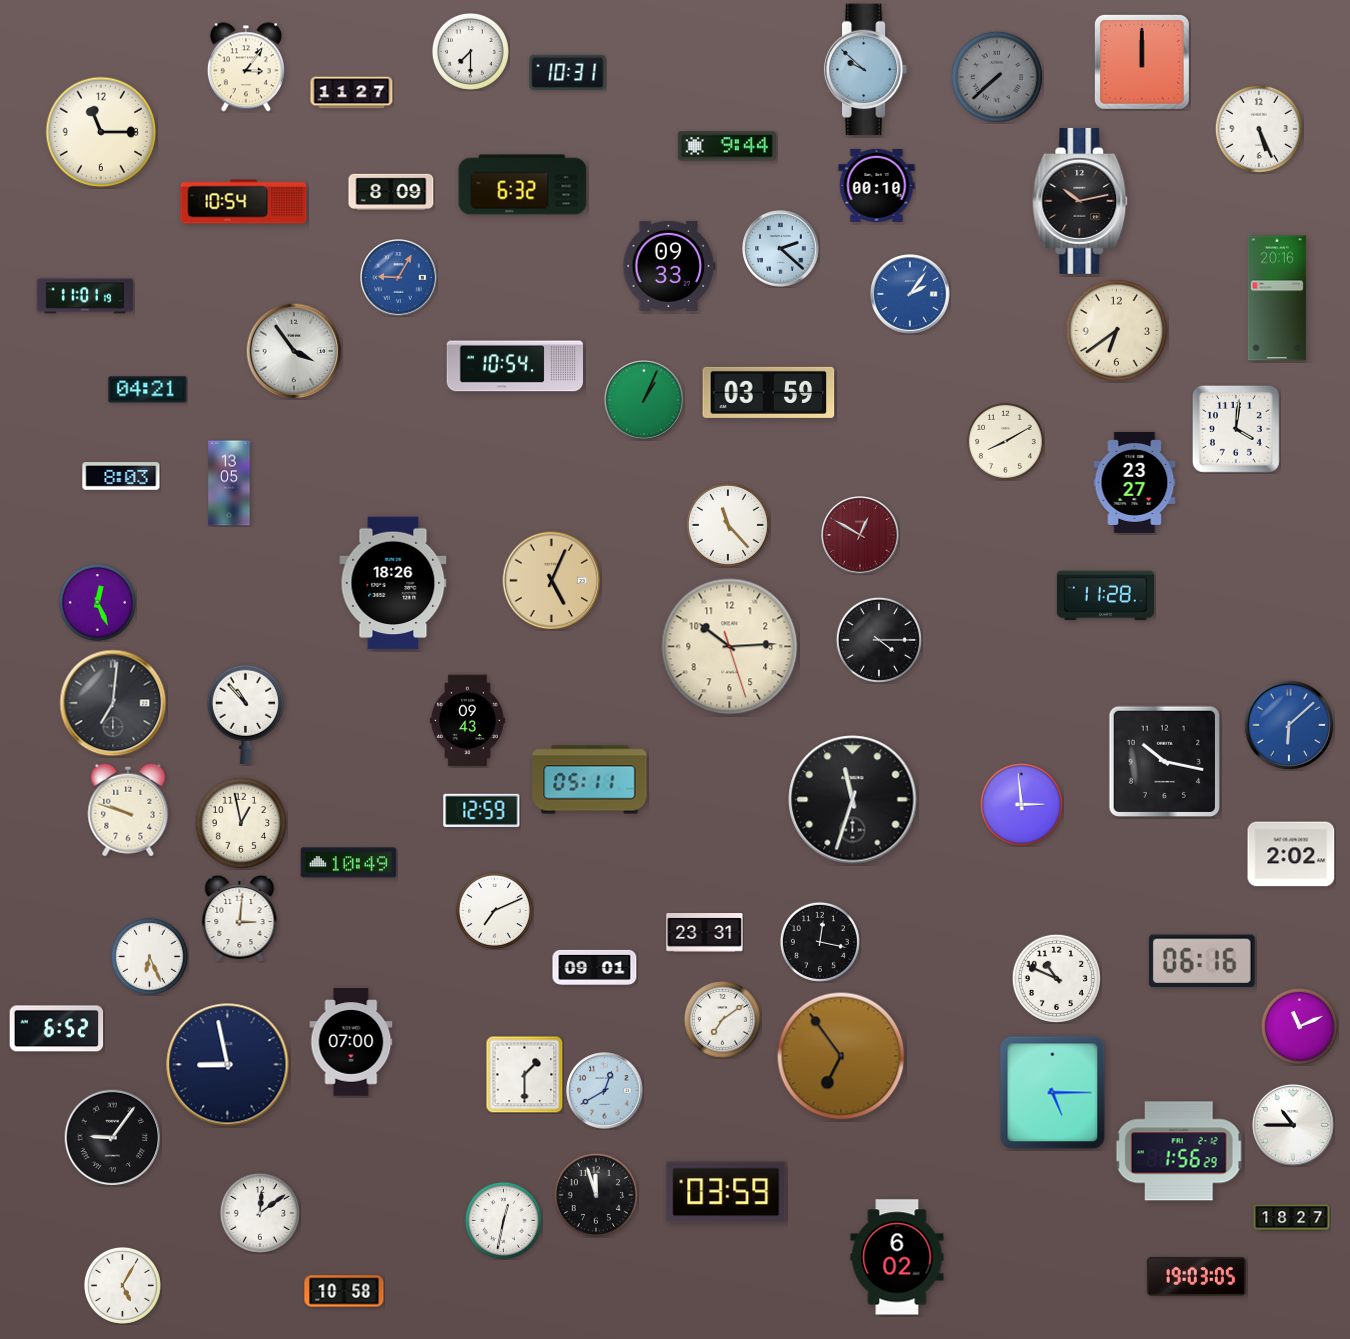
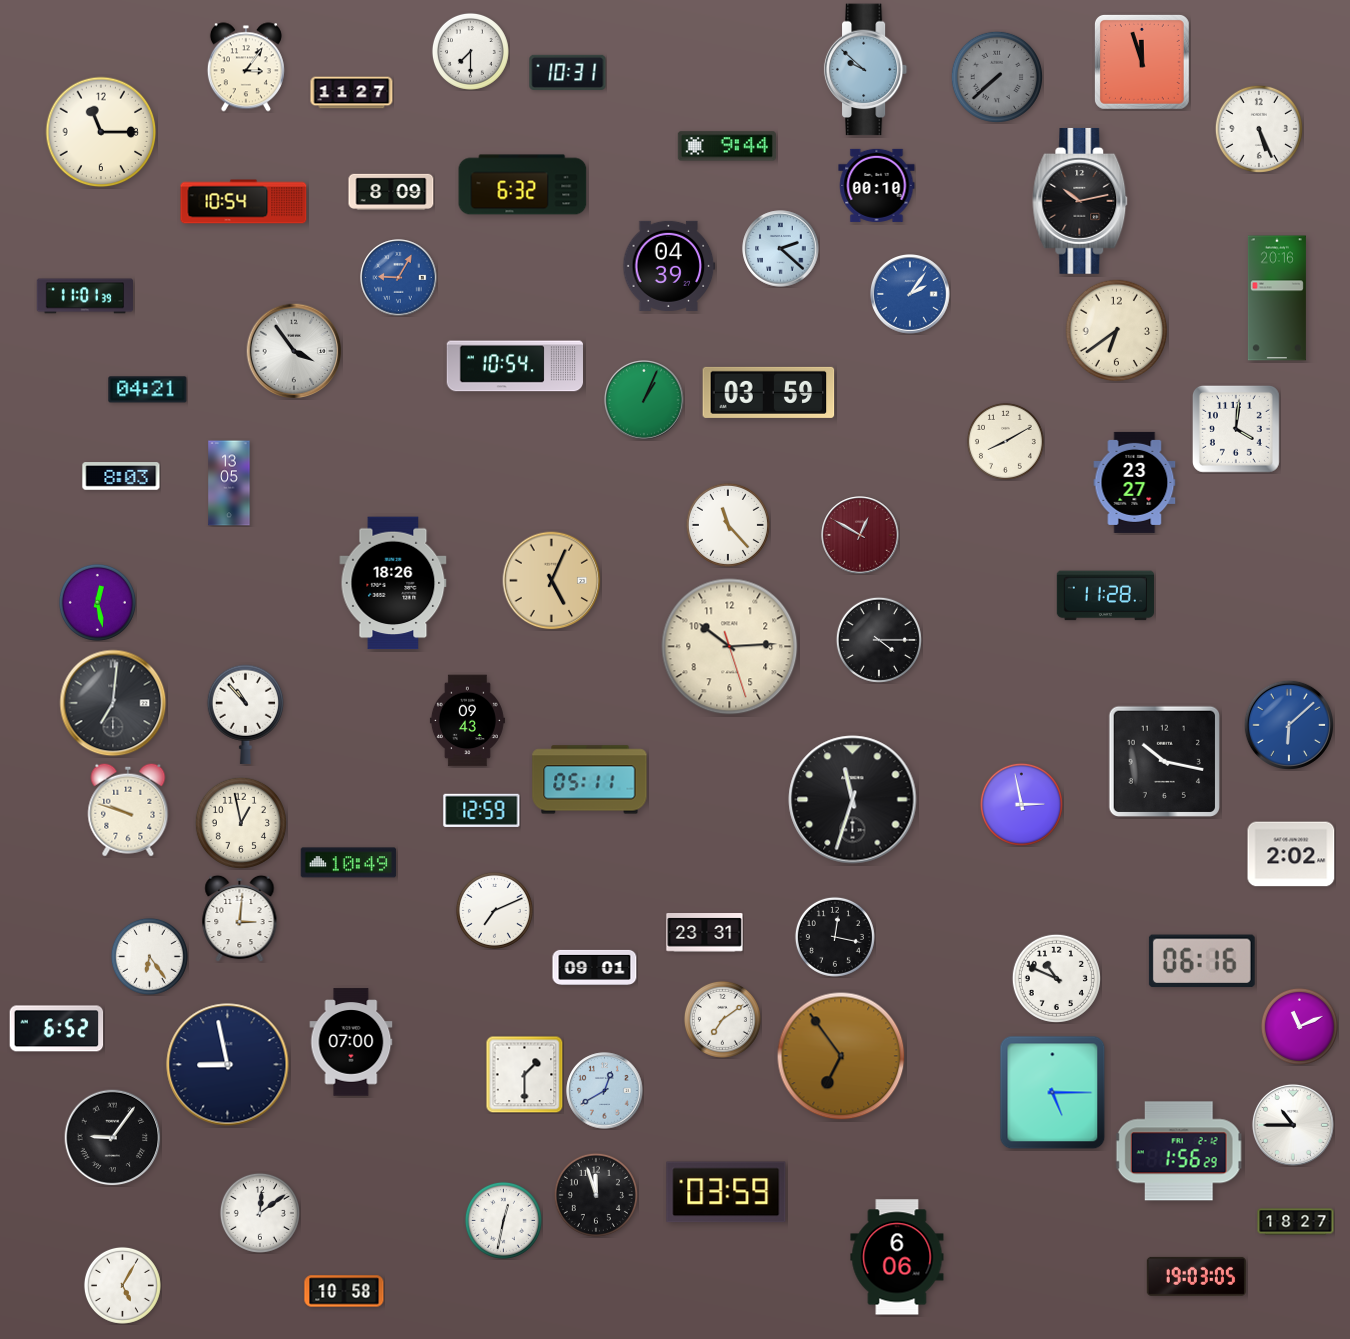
clock at (1142, 62): 12:00 -> 11:57
clock at (669, 266): 09:33 -> 04:39
clock at (84, 296): 11:01:19 -> 11:01:39
clock at (97, 602): 12:26 -> 12:28
clock at (1021, 804): 2:59 -> 2:58
clock at (820, 942) position: (820, 942) -> (835, 937)
clock at (149, 956): 6:26 -> 6:24
clock at (1292, 1218) position: (1292, 1218) -> (1296, 1222)
clock at (897, 1257): 6:02 -> 6:06
